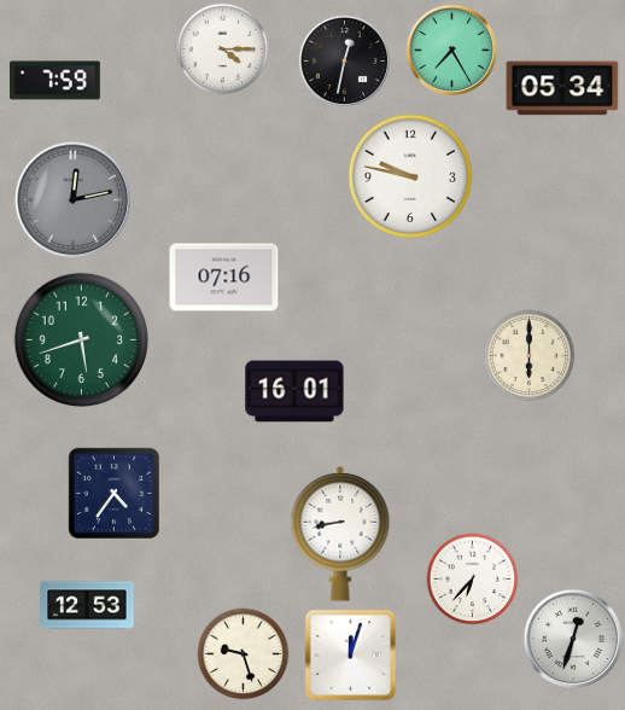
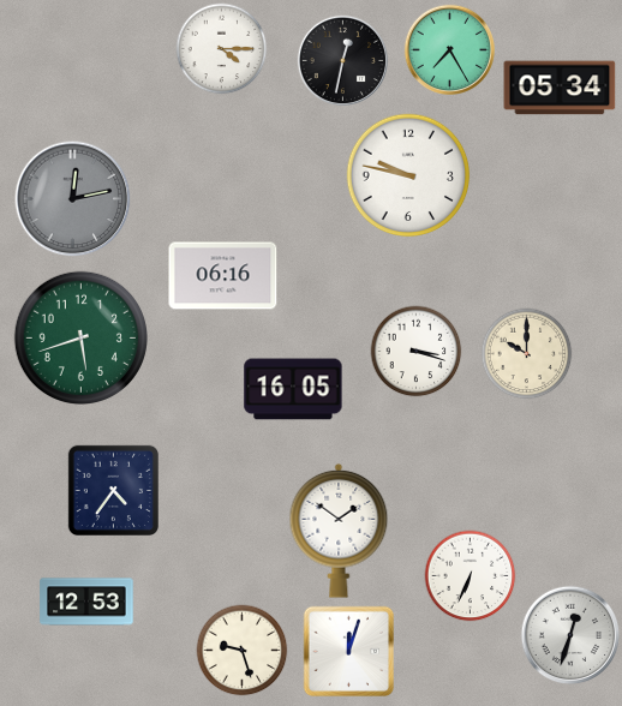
clock at (56, 81): 7:59 -> none
clock at (224, 278): 07:16 -> 06:16
clock at (417, 352): none -> 3:18
clock at (530, 356): 6:00 -> 10:00
clock at (294, 391): 16:01 -> 16:05
clock at (340, 534): 8:43 -> 1:51
clock at (473, 580): 6:37 -> 6:34
